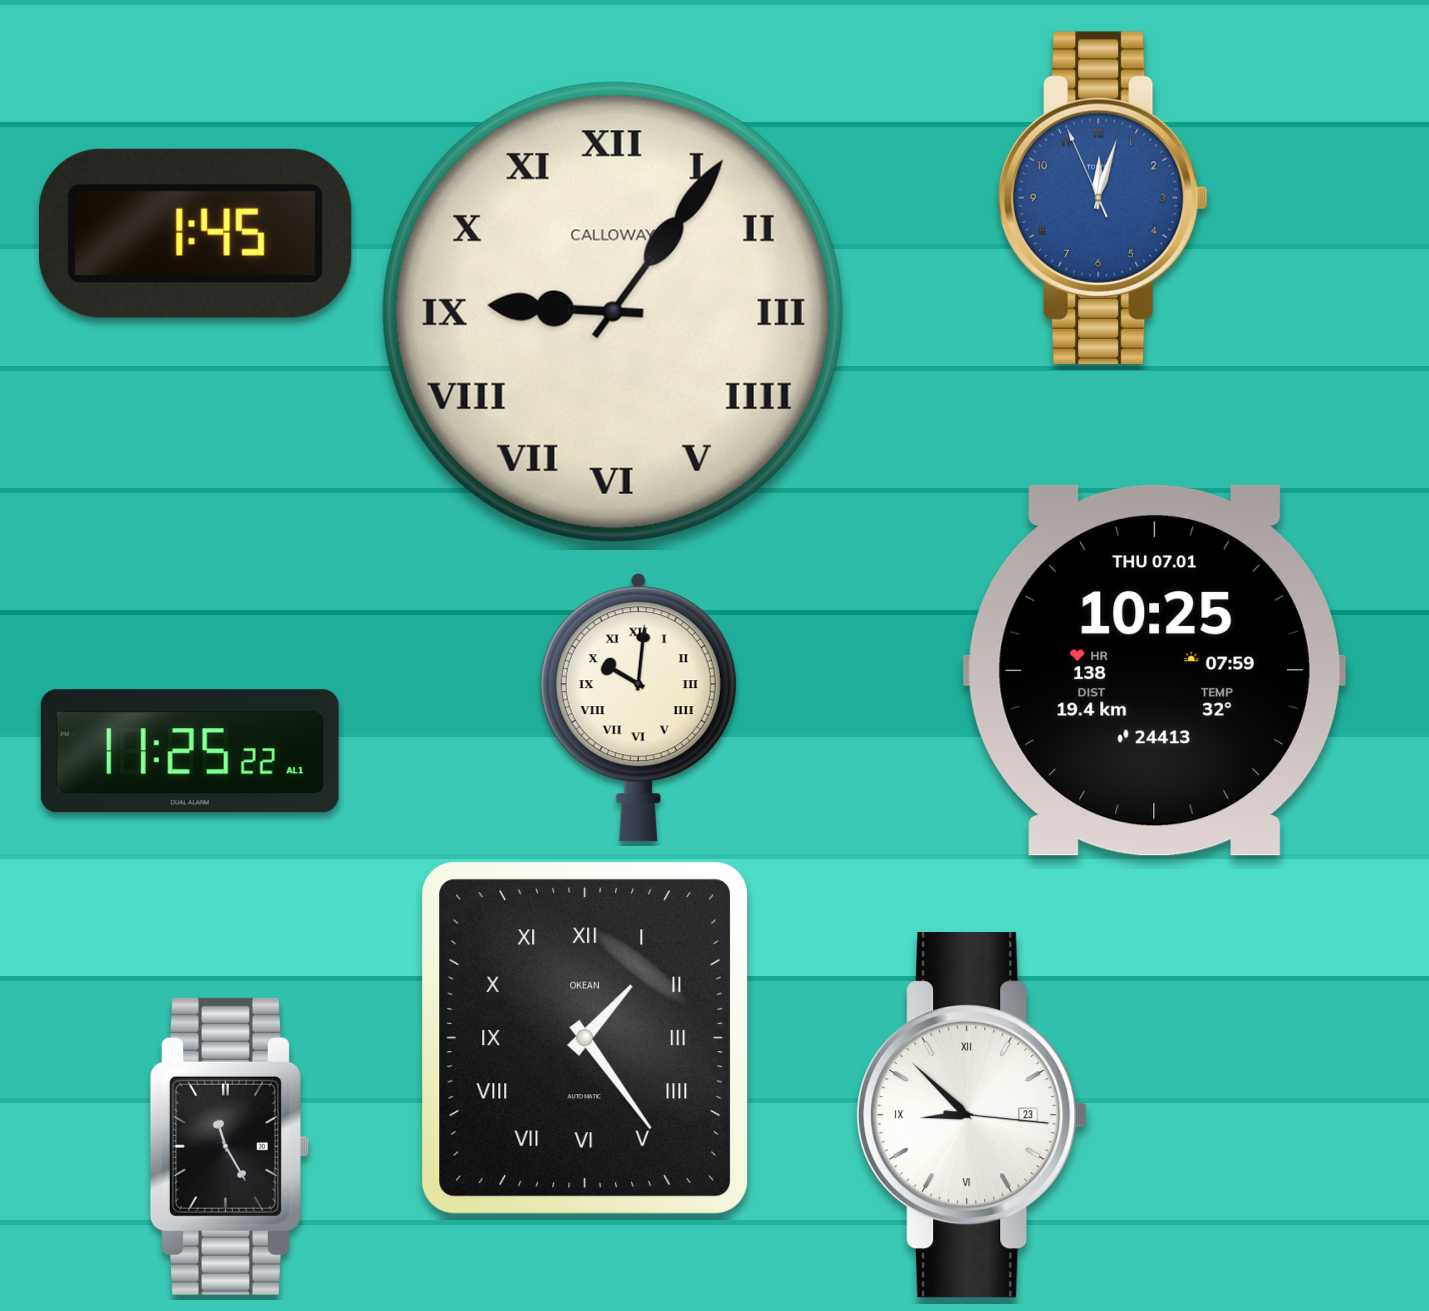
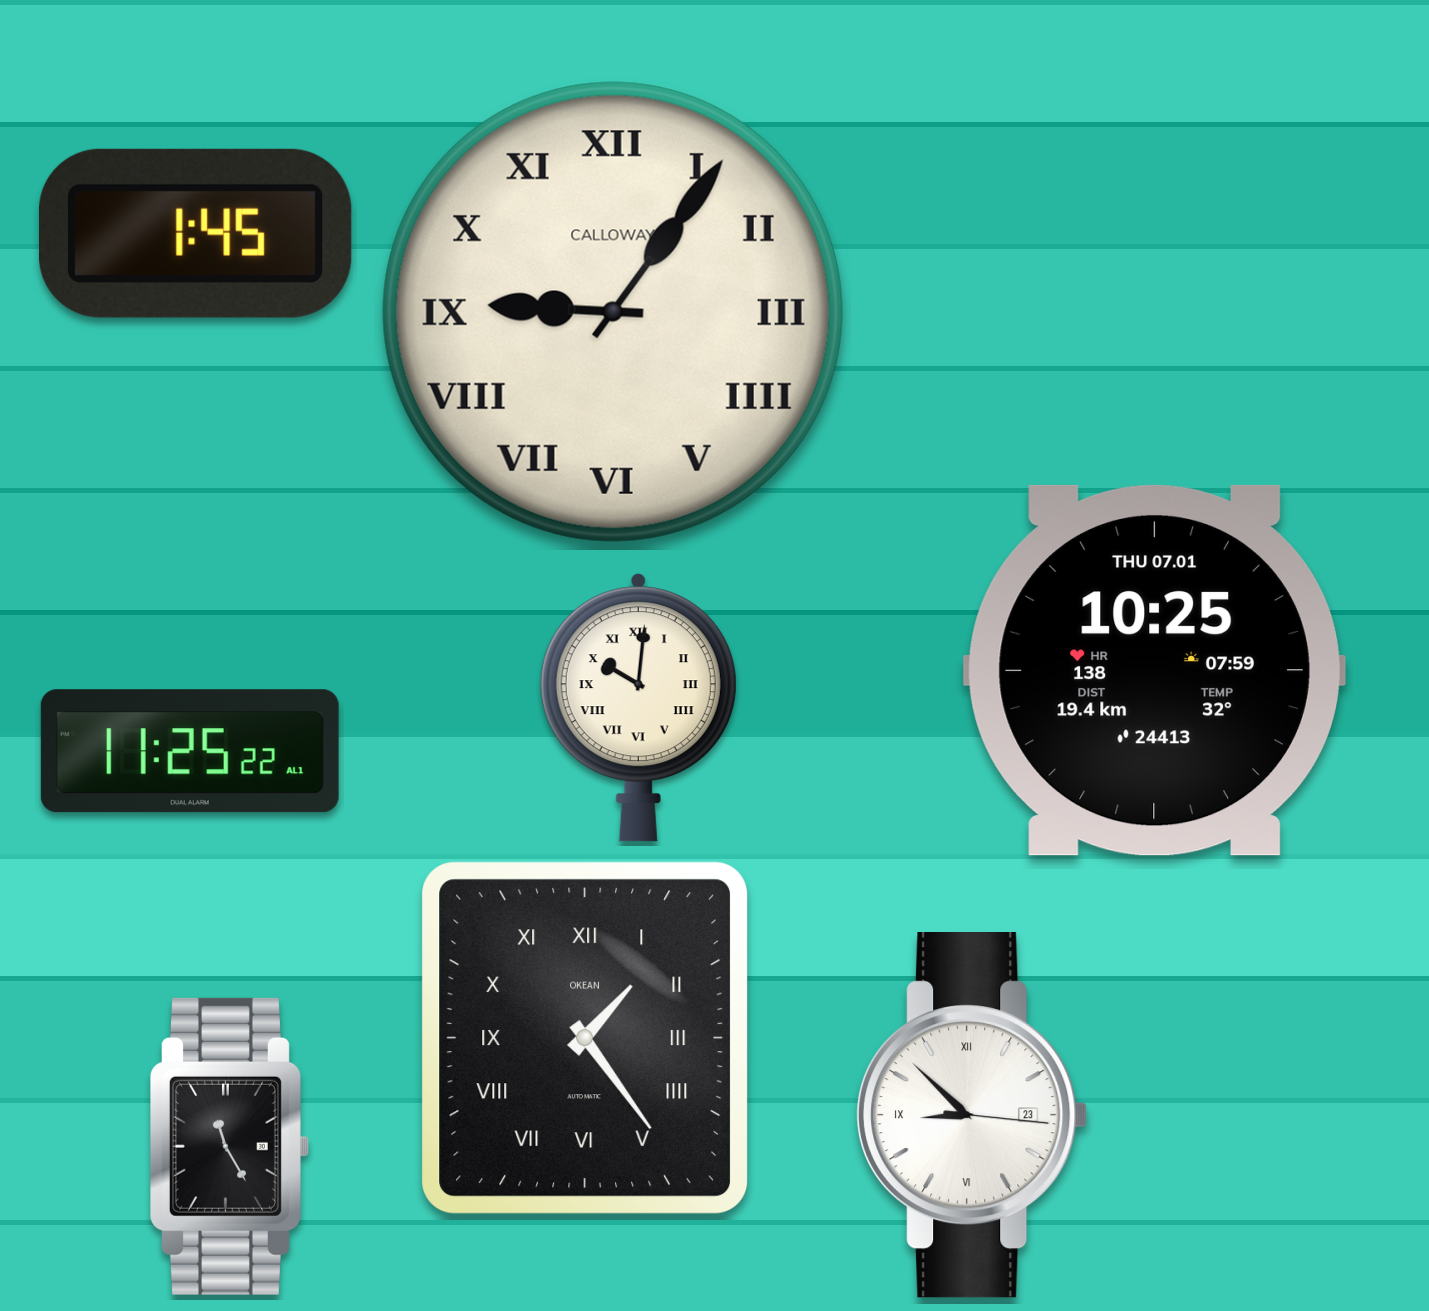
clock at (1103, 198): 12:02 -> none
